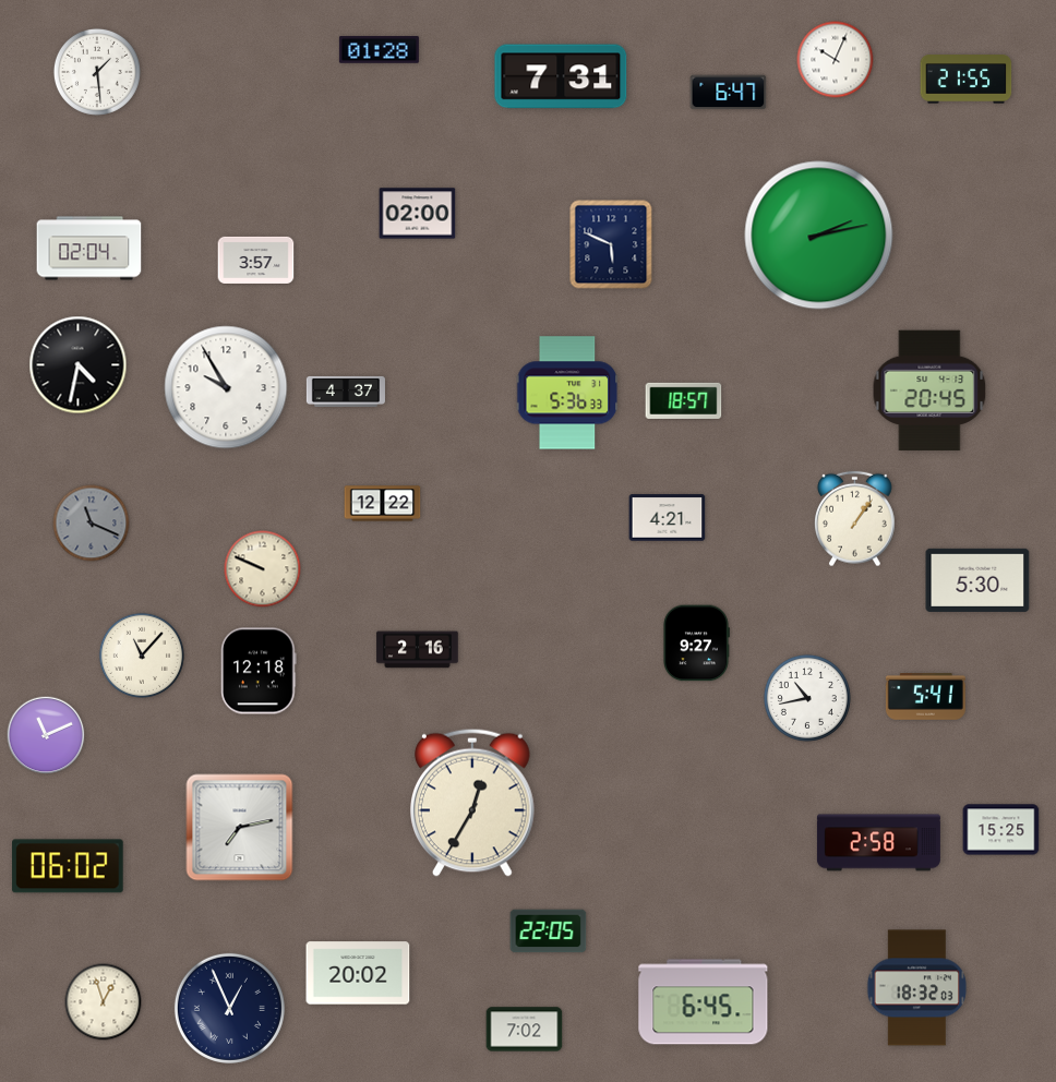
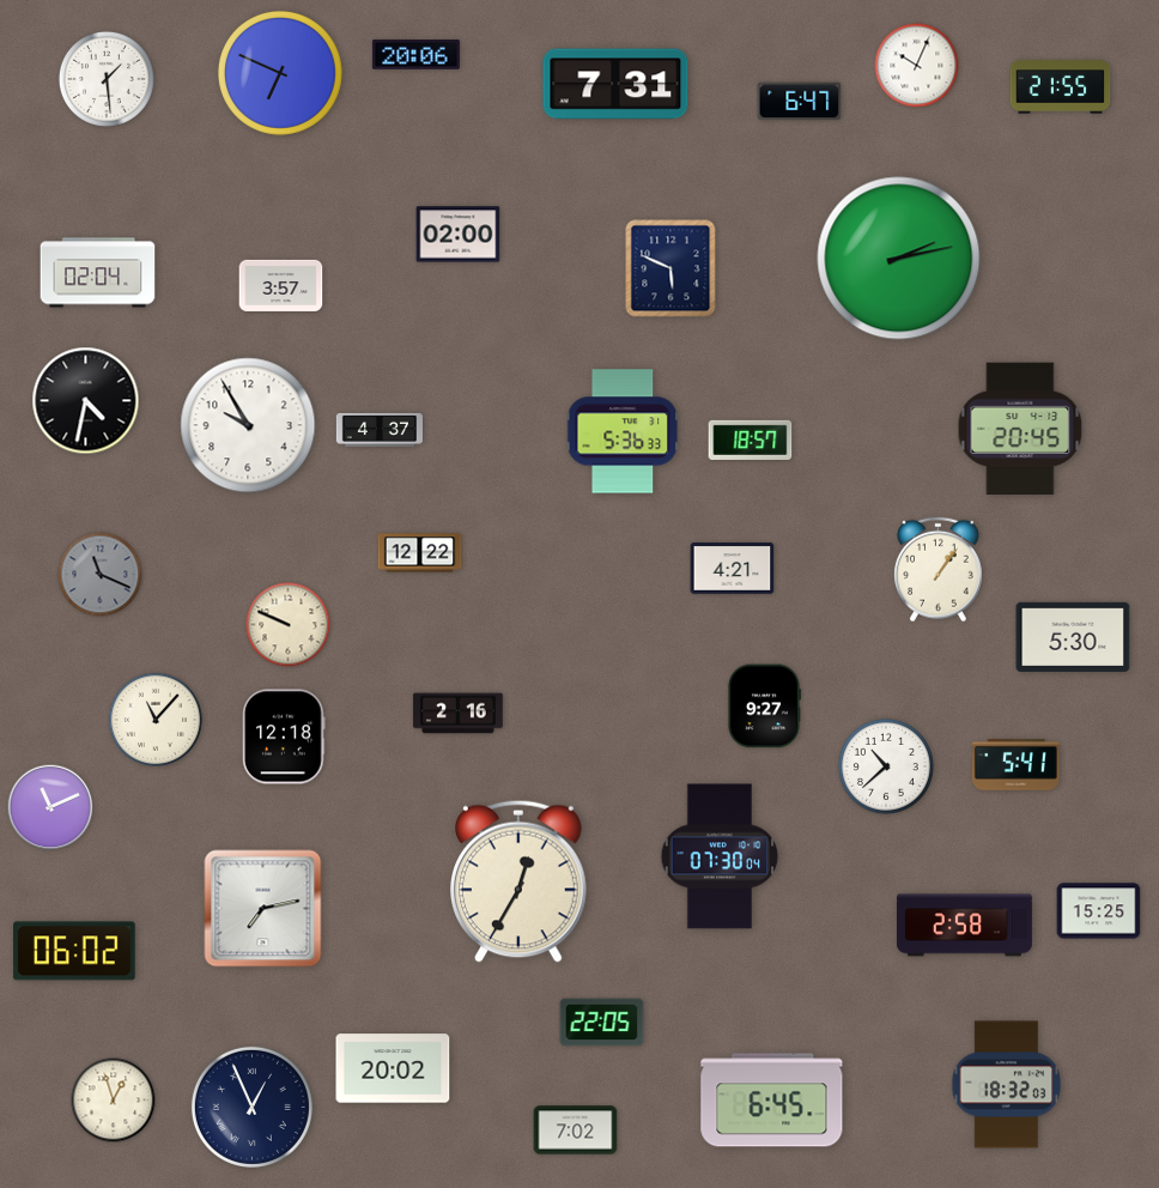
clock at (379, 50): 01:28 -> 20:06
clock at (280, 73): none -> 6:49
clock at (807, 698): 10:43 -> 10:38
clock at (720, 856): none -> 07:30
